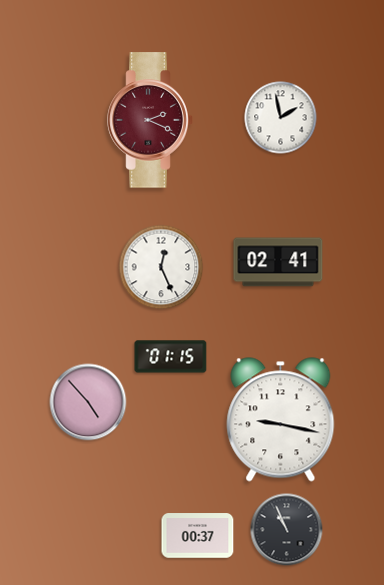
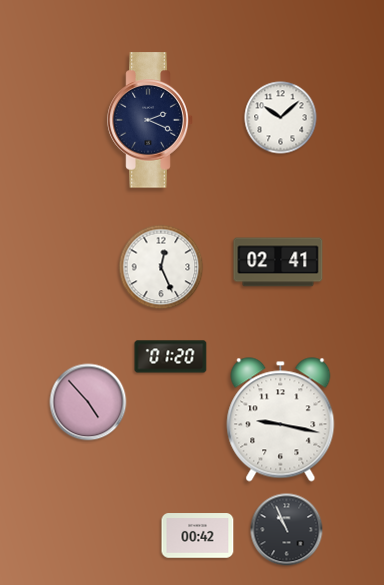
clock at (281, 118): 1:58 -> 10:08
clock at (150, 120) dial: burgundy -> navy
clock at (171, 357): 01:15 -> 01:20
clock at (198, 536): 00:37 -> 00:42
